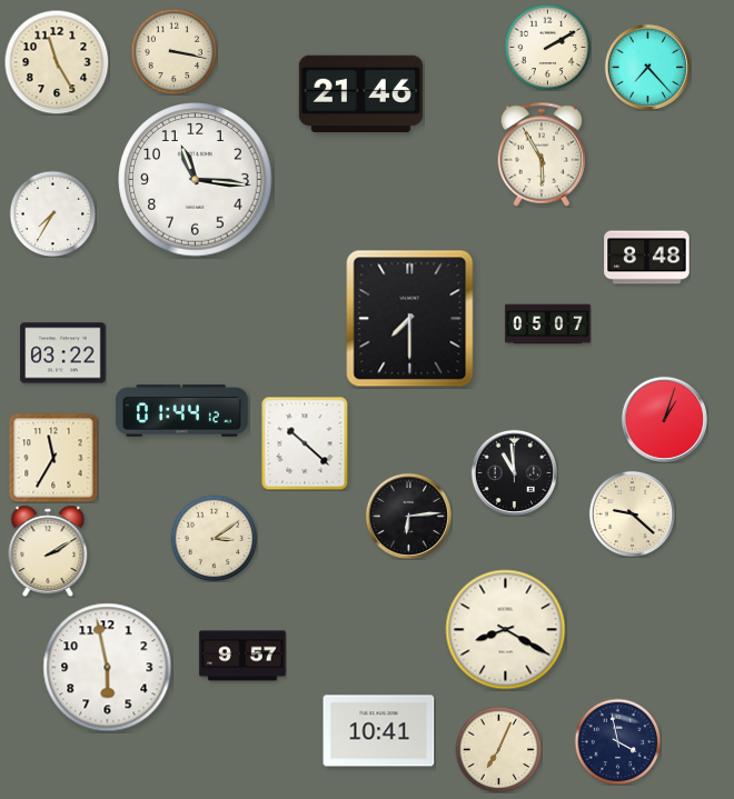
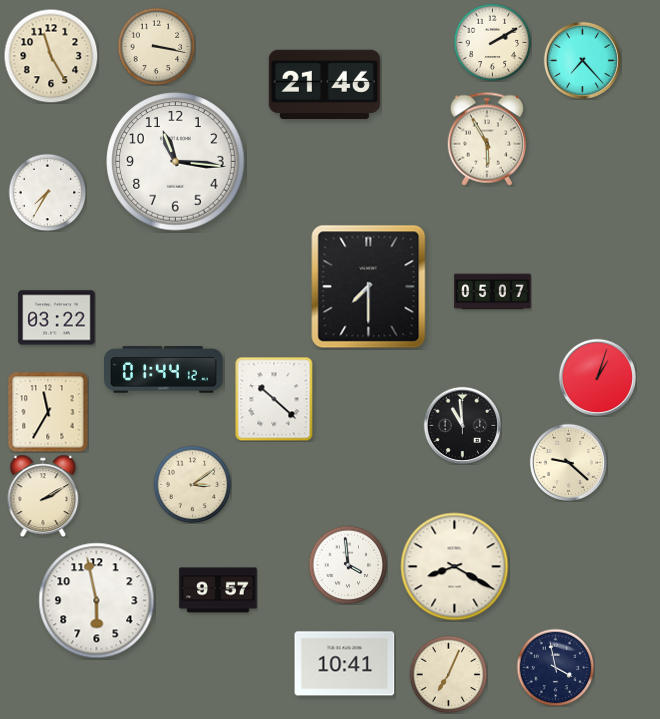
clock at (647, 258): 8:48 -> none
clock at (408, 516): 6:14 -> none
clock at (348, 565): none -> 3:59
clock at (379, 731) position: (379, 731) -> (345, 664)
